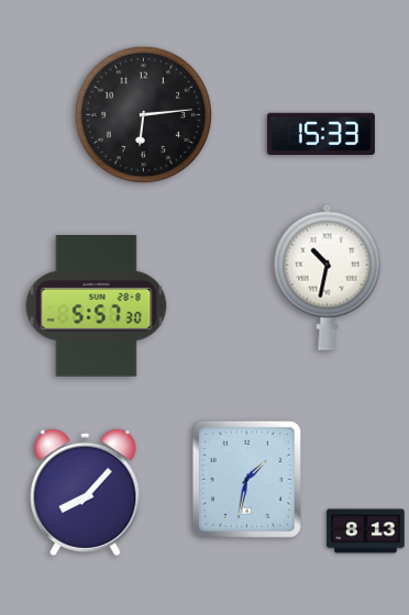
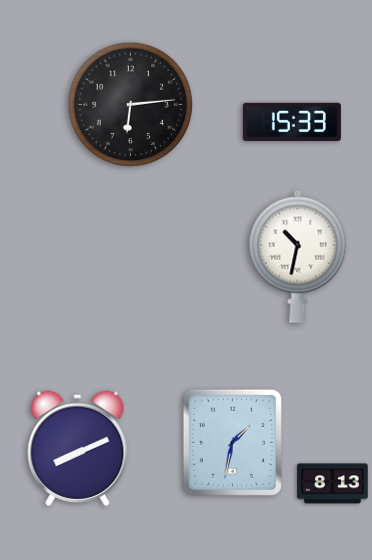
clock at (328, 277) position: (328, 277) -> (298, 256)
clock at (97, 306): 5:57 -> none
clock at (246, 479) position: (246, 479) -> (232, 442)
clock at (86, 492): 8:07 -> 8:11
